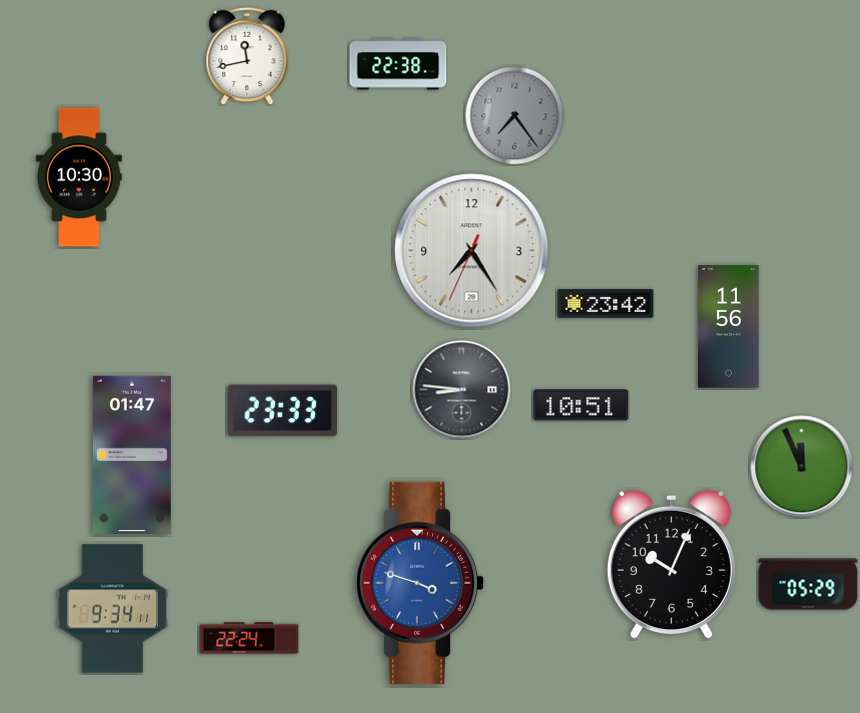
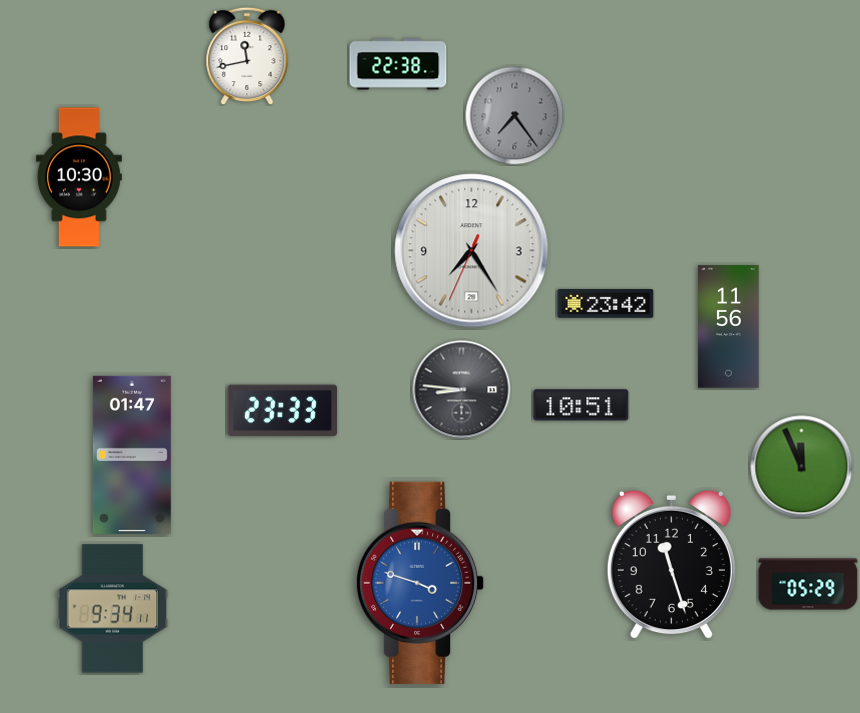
clock at (671, 565): 10:04 -> 11:27
clock at (249, 638): 22:24 -> none
